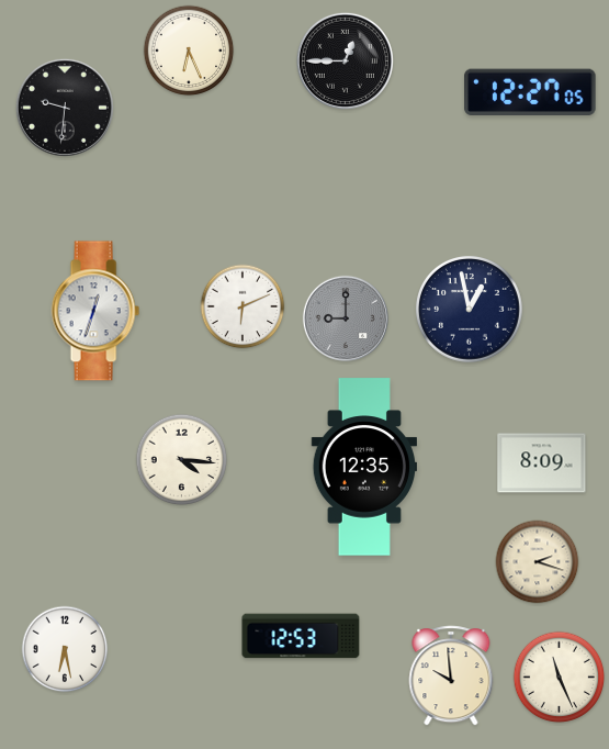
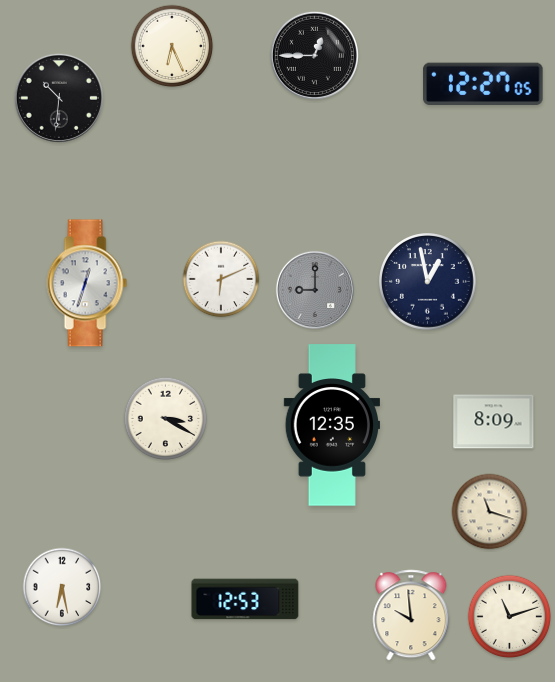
clock at (65, 108): 9:31 -> 10:31
clock at (182, 460): 4:16 -> 3:20
clock at (538, 562): 2:18 -> 11:18
clock at (301, 636) position: (301, 636) -> (245, 599)
clock at (65, 649) position: (65, 649) -> (62, 587)
clock at (560, 678): 11:26 -> 11:12
